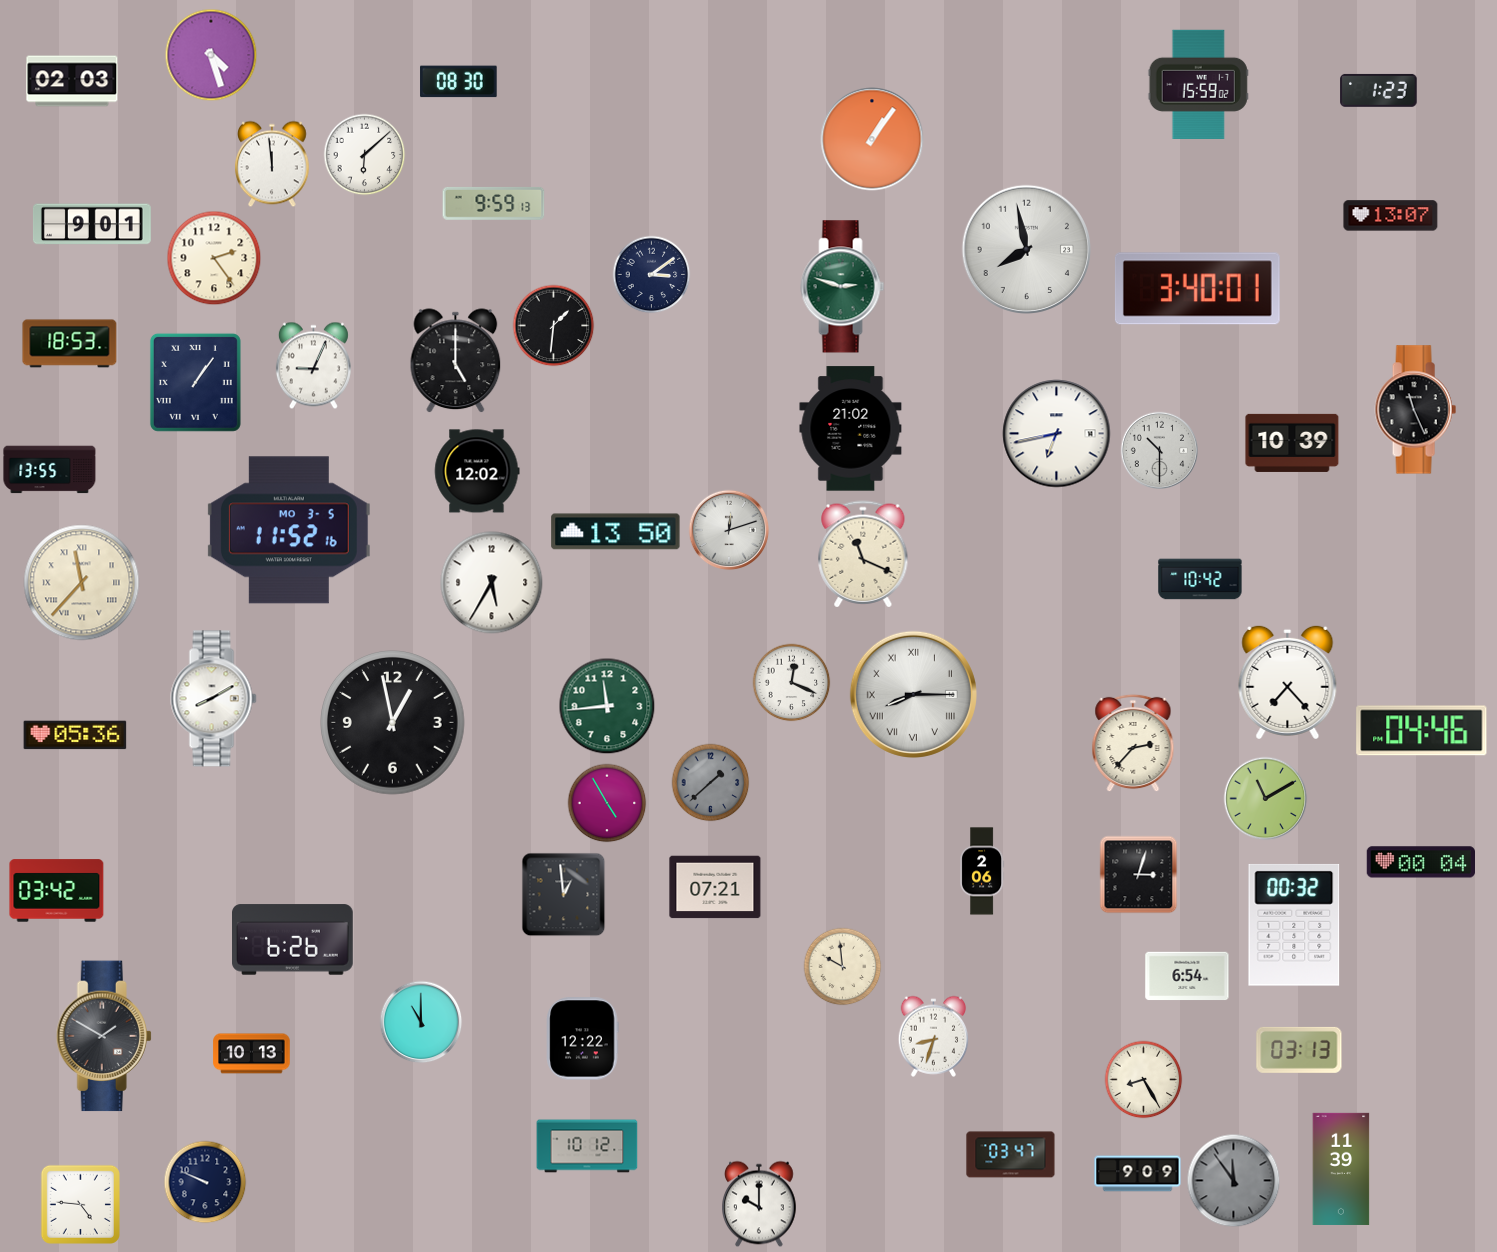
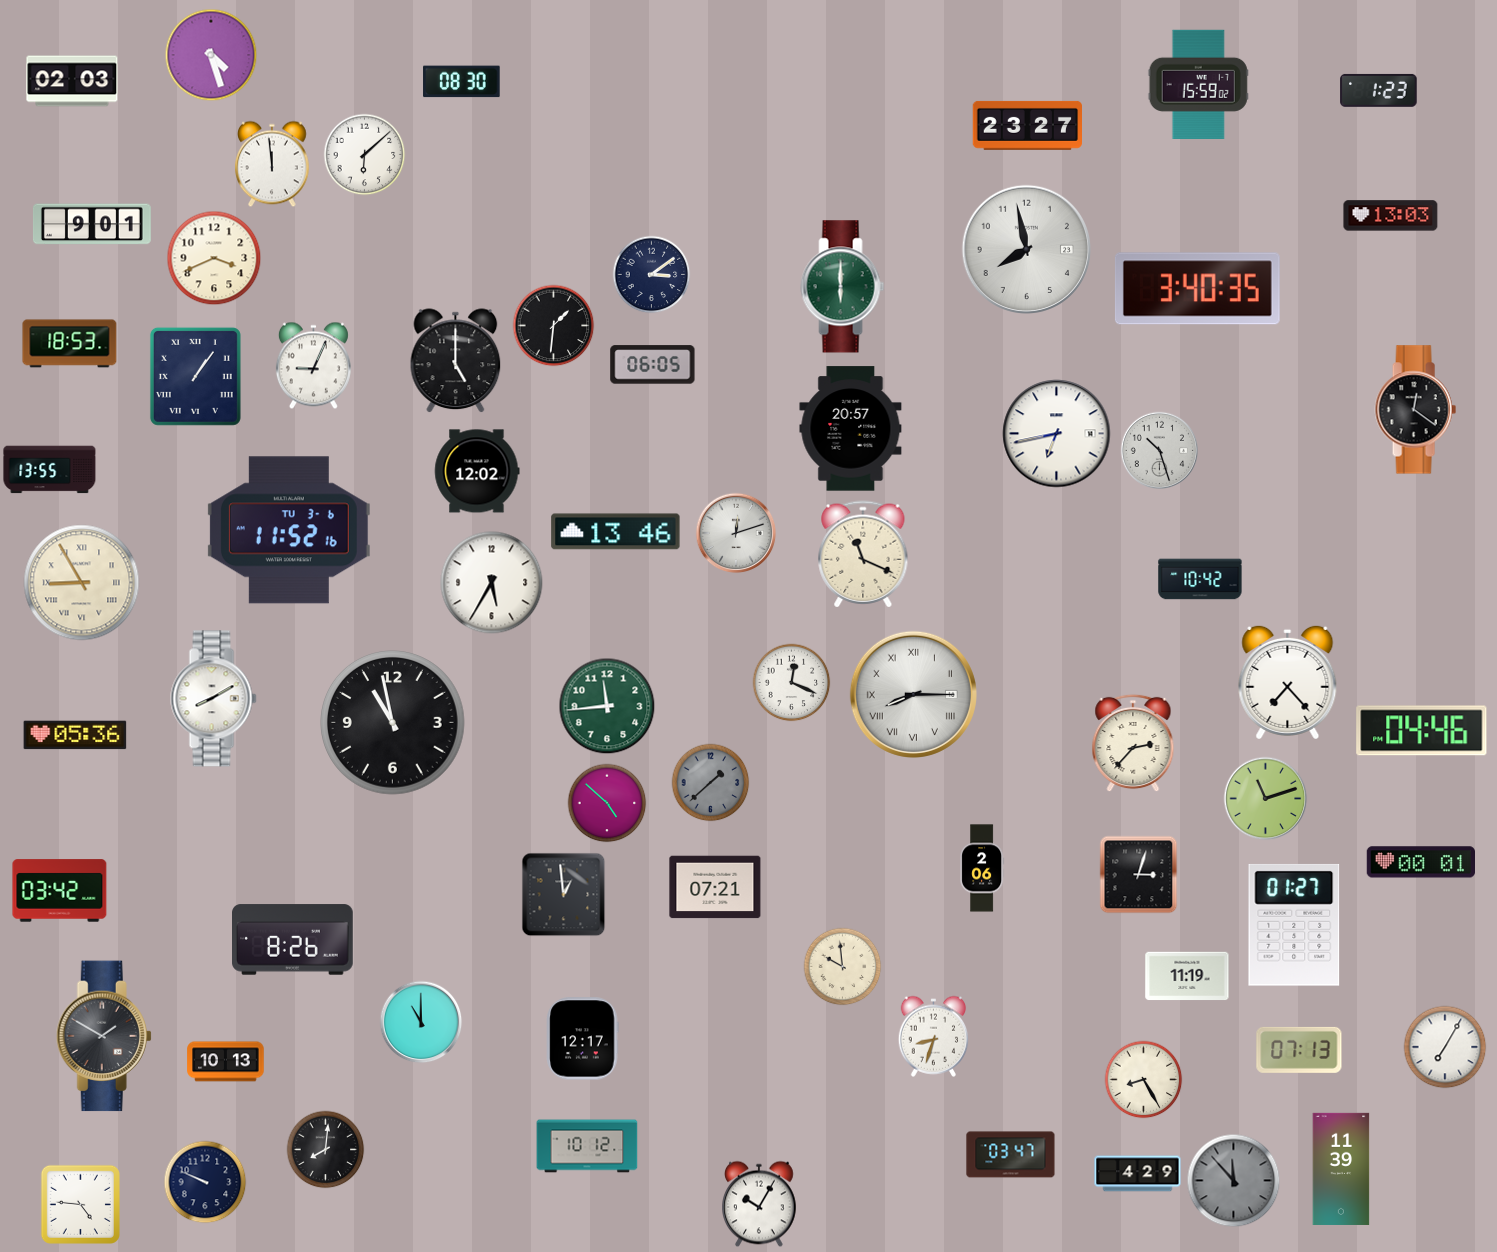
clock at (459, 82) position: (459, 82) -> (462, 82)
clock at (1027, 125): none -> 23:27
clock at (872, 139): 1:06 -> none
clock at (494, 203): 9:59 -> none
clock at (1391, 216): 13:07 -> 13:03
clock at (214, 258): 2:24 -> 3:41
clock at (843, 287): 2:48 -> 6:00
clock at (1197, 289): 3:40:01 -> 3:40:35
clock at (653, 365): none -> 06:05
clock at (195, 382) position: (195, 382) -> (195, 376)
clock at (1415, 410): 11:26 -> 12:21
clock at (851, 429): 21:02 -> 20:57
clock at (1292, 443): 10:39 -> none
clock at (1159, 450): 10:30 -> 10:27
clock at (289, 530) date: MO 3-5 -> TU 3-6
clock at (729, 530) position: (729, 530) -> (736, 533)
clock at (616, 532): 13:50 -> 13:46
clock at (82, 583): 11:37 -> 8:55
clock at (393, 723): 12:58 -> 10:58
clock at (1265, 798): 11:10 -> 11:12
clock at (607, 803): 4:55 -> 4:52
clock at (1420, 862): 00:04 -> 00:01
clock at (982, 871) position: (982, 871) -> (982, 868)
clock at (57, 891) position: (57, 891) -> (60, 891)
clock at (1294, 925): 00:32 -> 01:27
clock at (293, 940): 6:26 -> 8:26
clock at (1187, 976): 6:54 -> 11:19
clock at (583, 1039): 12:22 -> 12:17
clock at (1445, 1047): none -> 7:05
clock at (1299, 1050): 03:13 -> 07:13
clock at (252, 1054) position: (252, 1054) -> (226, 1062)
clock at (325, 1149): none -> 8:01
clock at (1138, 1174): 9:09 -> 4:29
clock at (1233, 1180): 11:54 -> 11:53
clock at (760, 1204): 10:00 -> 10:05
